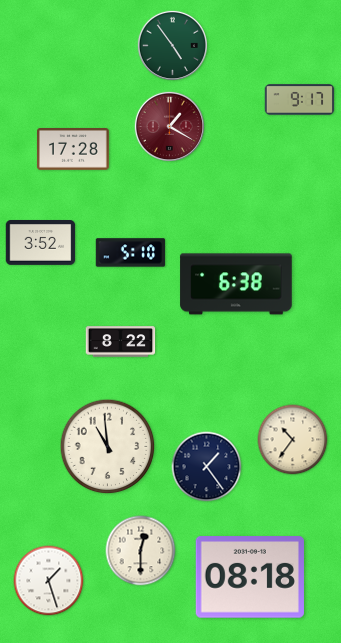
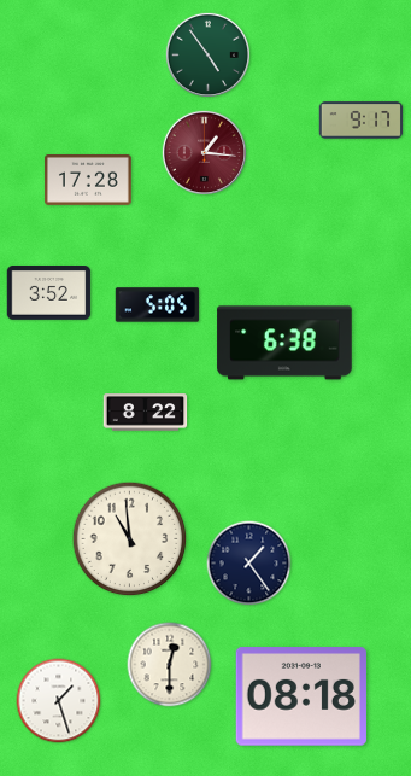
clock at (169, 126): 1:20 -> 1:16
clock at (131, 253): 5:10 -> 5:05
clock at (293, 440): 10:36 -> none
